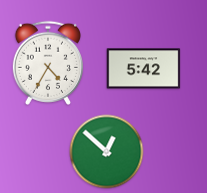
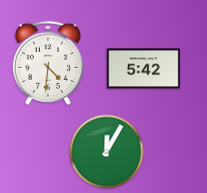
clock at (47, 63): 4:35 -> 4:31
clock at (107, 152): 12:52 -> 12:05
